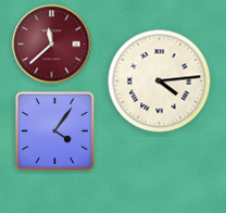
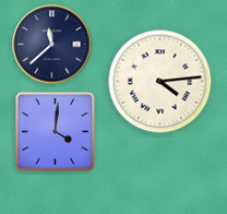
clock at (52, 45) dial: burgundy -> navy
clock at (54, 130): 4:06 -> 4:01
